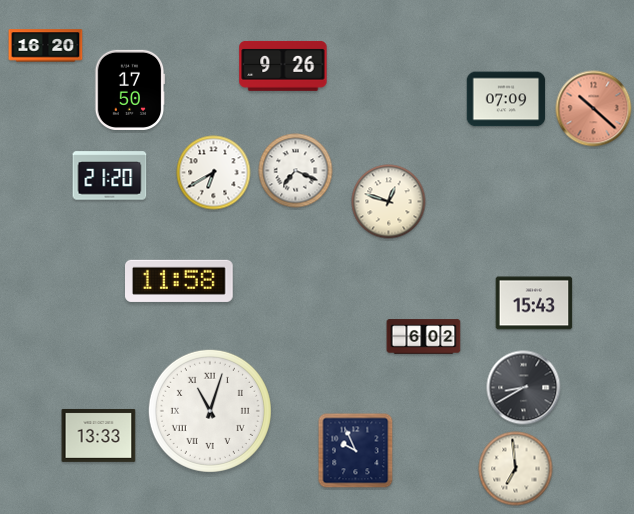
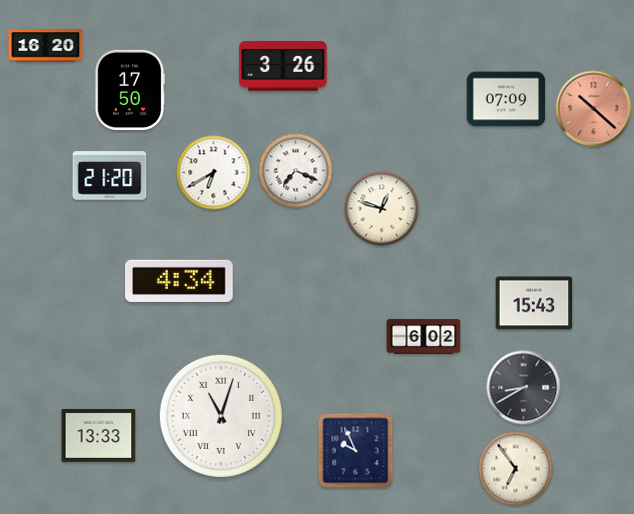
clock at (283, 66): 9:26 -> 3:26
clock at (389, 202) position: (389, 202) -> (382, 209)
clock at (180, 281): 11:58 -> 4:34
clock at (210, 411) position: (210, 411) -> (221, 416)
clock at (516, 469): 6:59 -> 6:54
